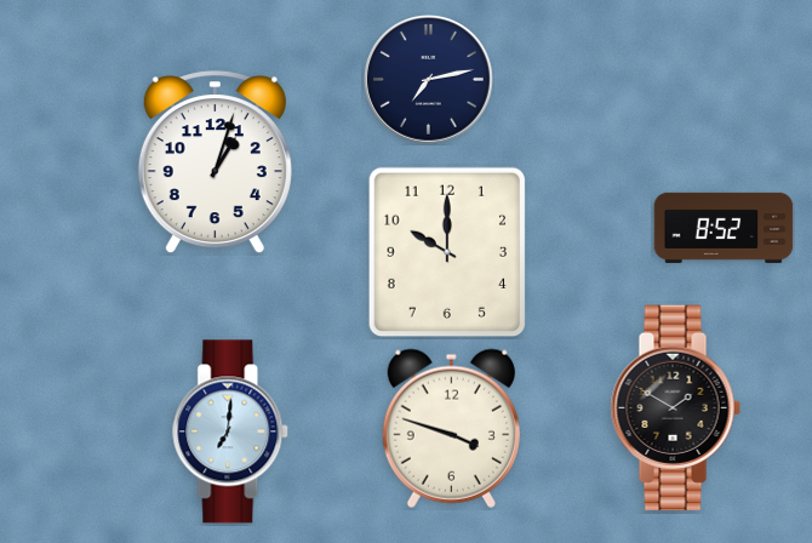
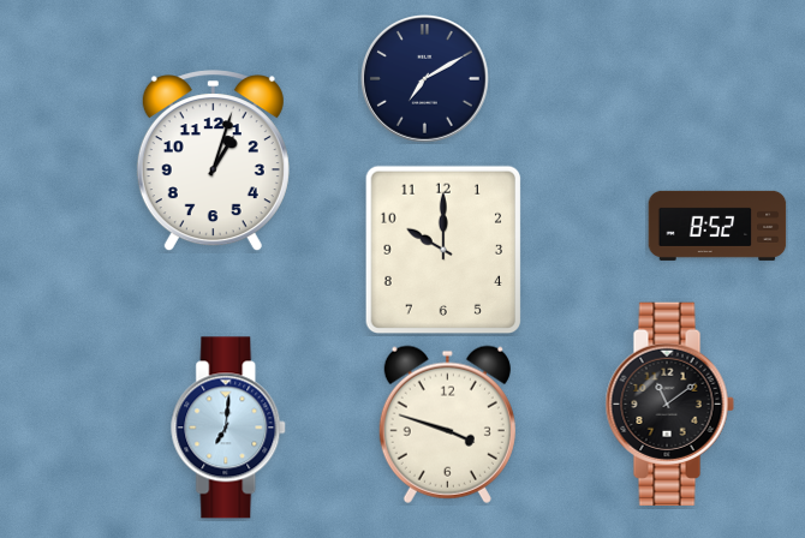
clock at (429, 80): 7:13 -> 7:10
clock at (675, 407): 1:50 -> 11:09
